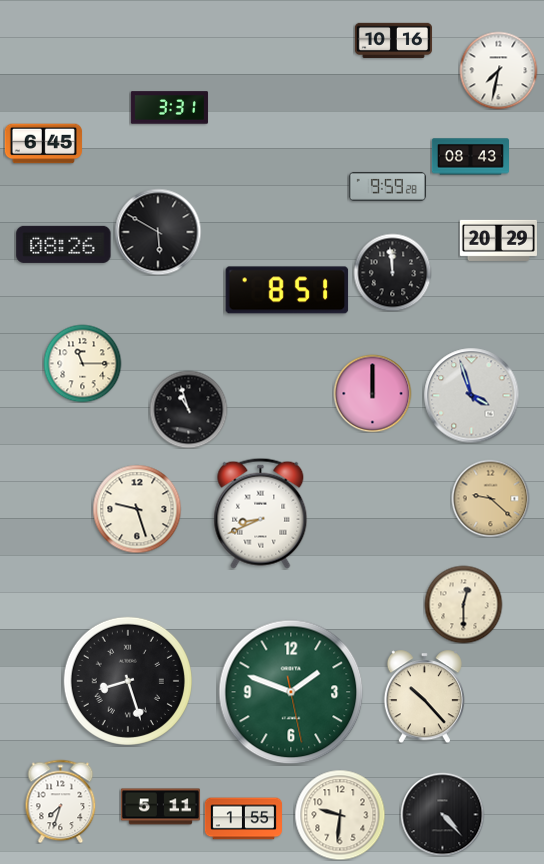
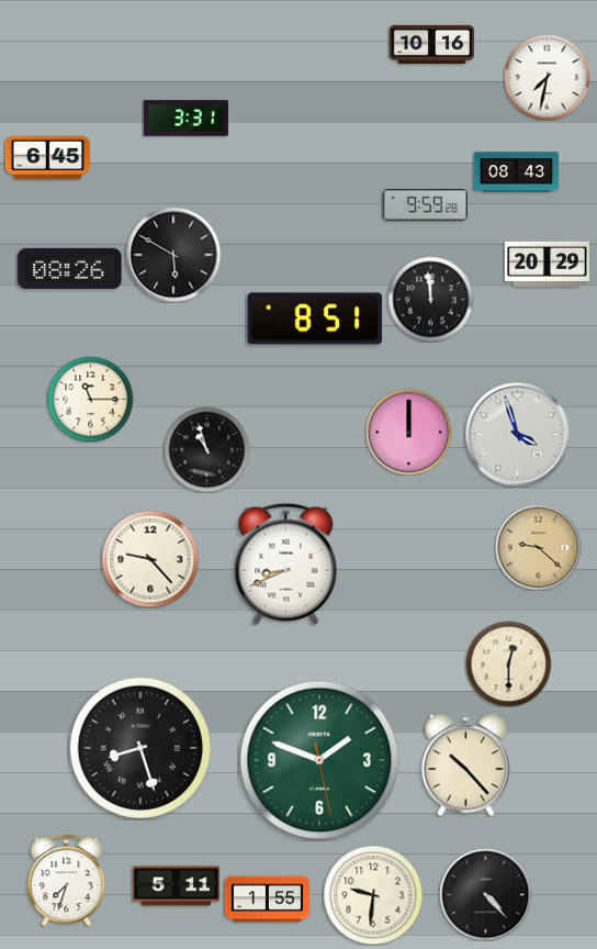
clock at (137, 509): 9:27 -> 9:23
